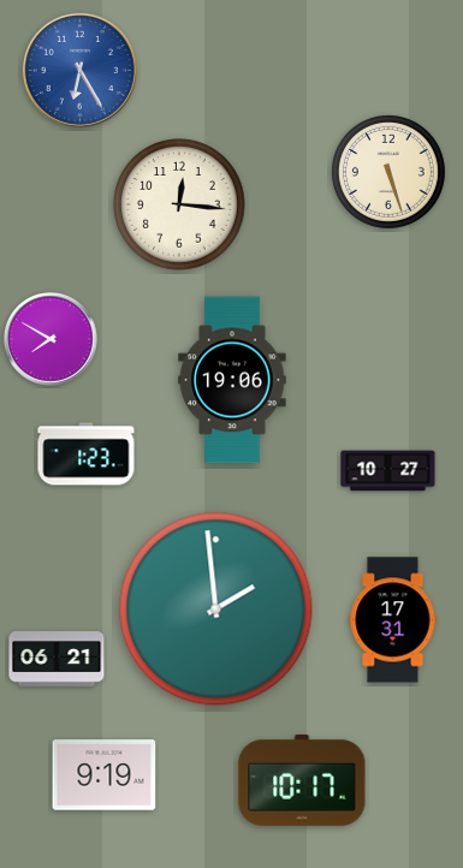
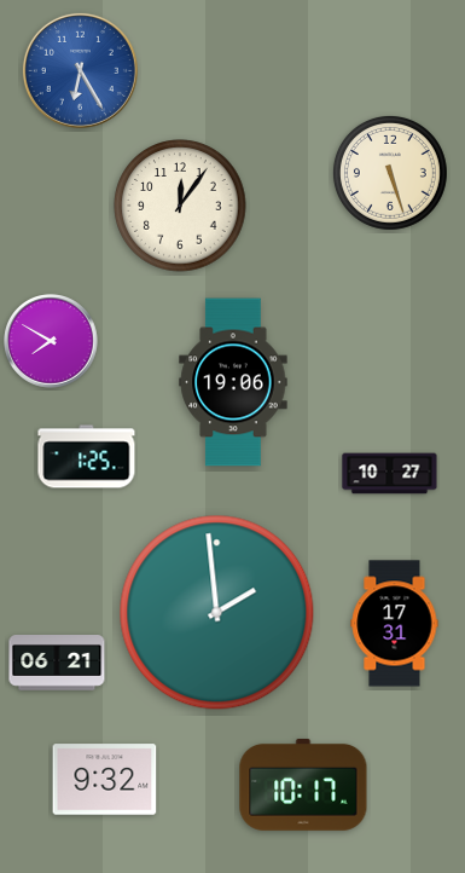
clock at (179, 204): 12:16 -> 12:06
clock at (87, 454): 1:23 -> 1:25
clock at (105, 775): 9:19 -> 9:32
